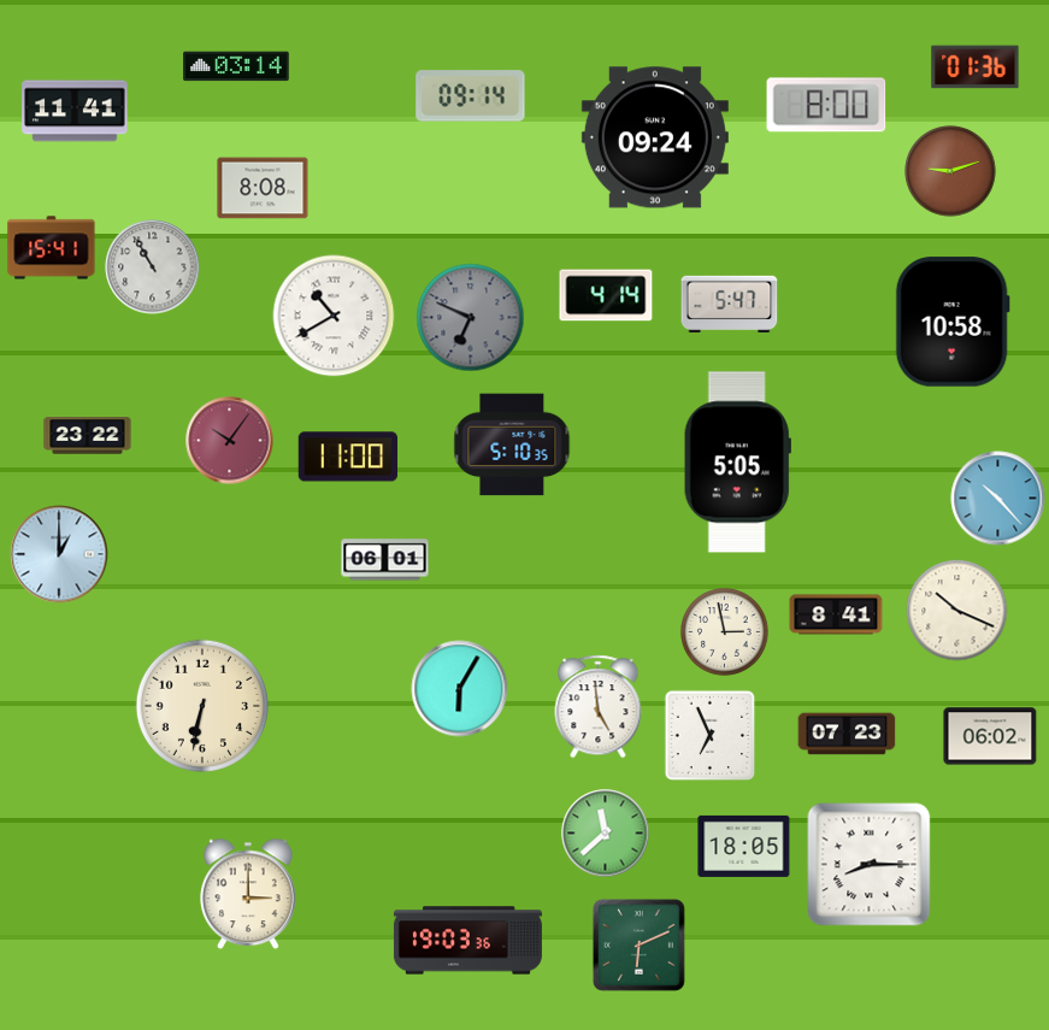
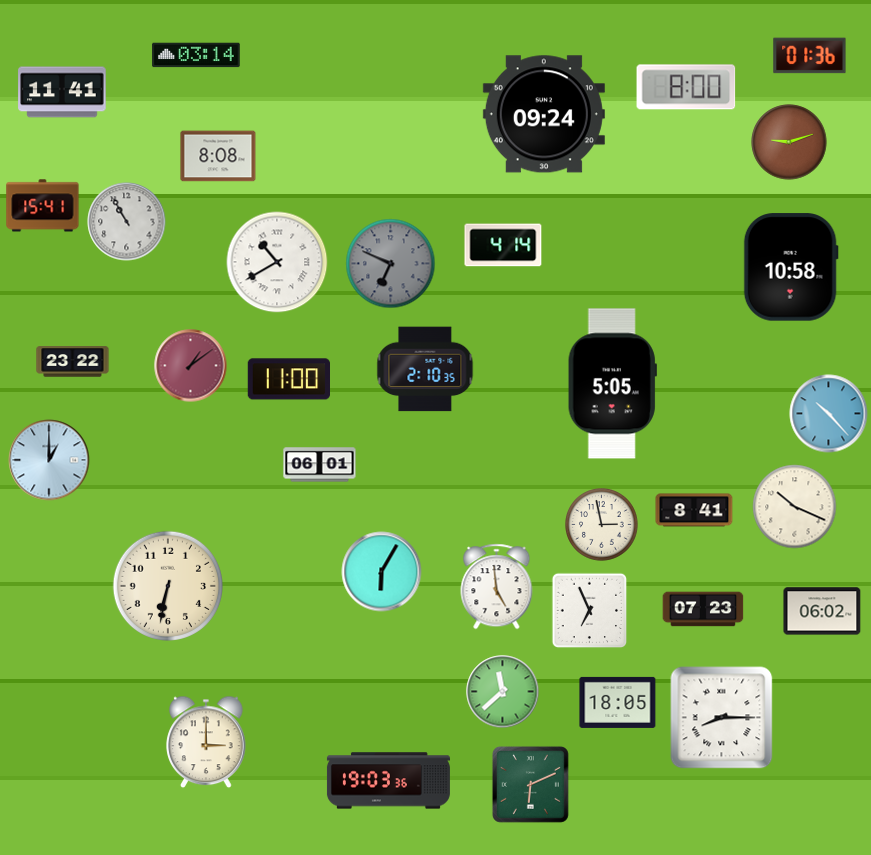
clock at (471, 96): 09:14 -> none
clock at (730, 304): 5:47 -> none
clock at (230, 441): 10:06 -> 1:09
clock at (512, 445): 5:10 -> 2:10
